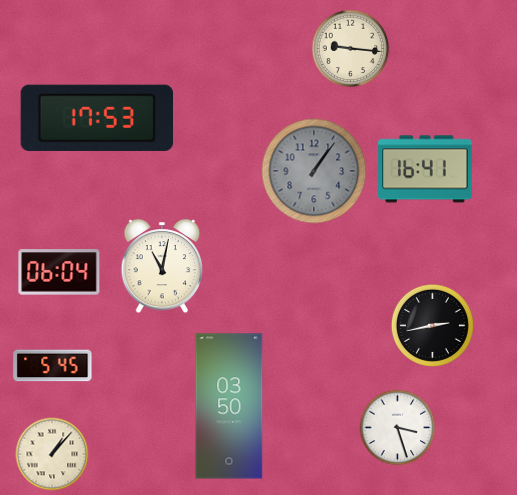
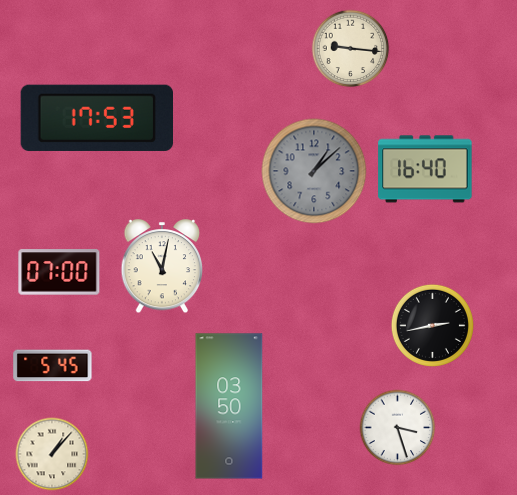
clock at (425, 169): 16:41 -> 16:40
clock at (314, 171): 1:06 -> 1:08
clock at (59, 272): 06:04 -> 07:00
